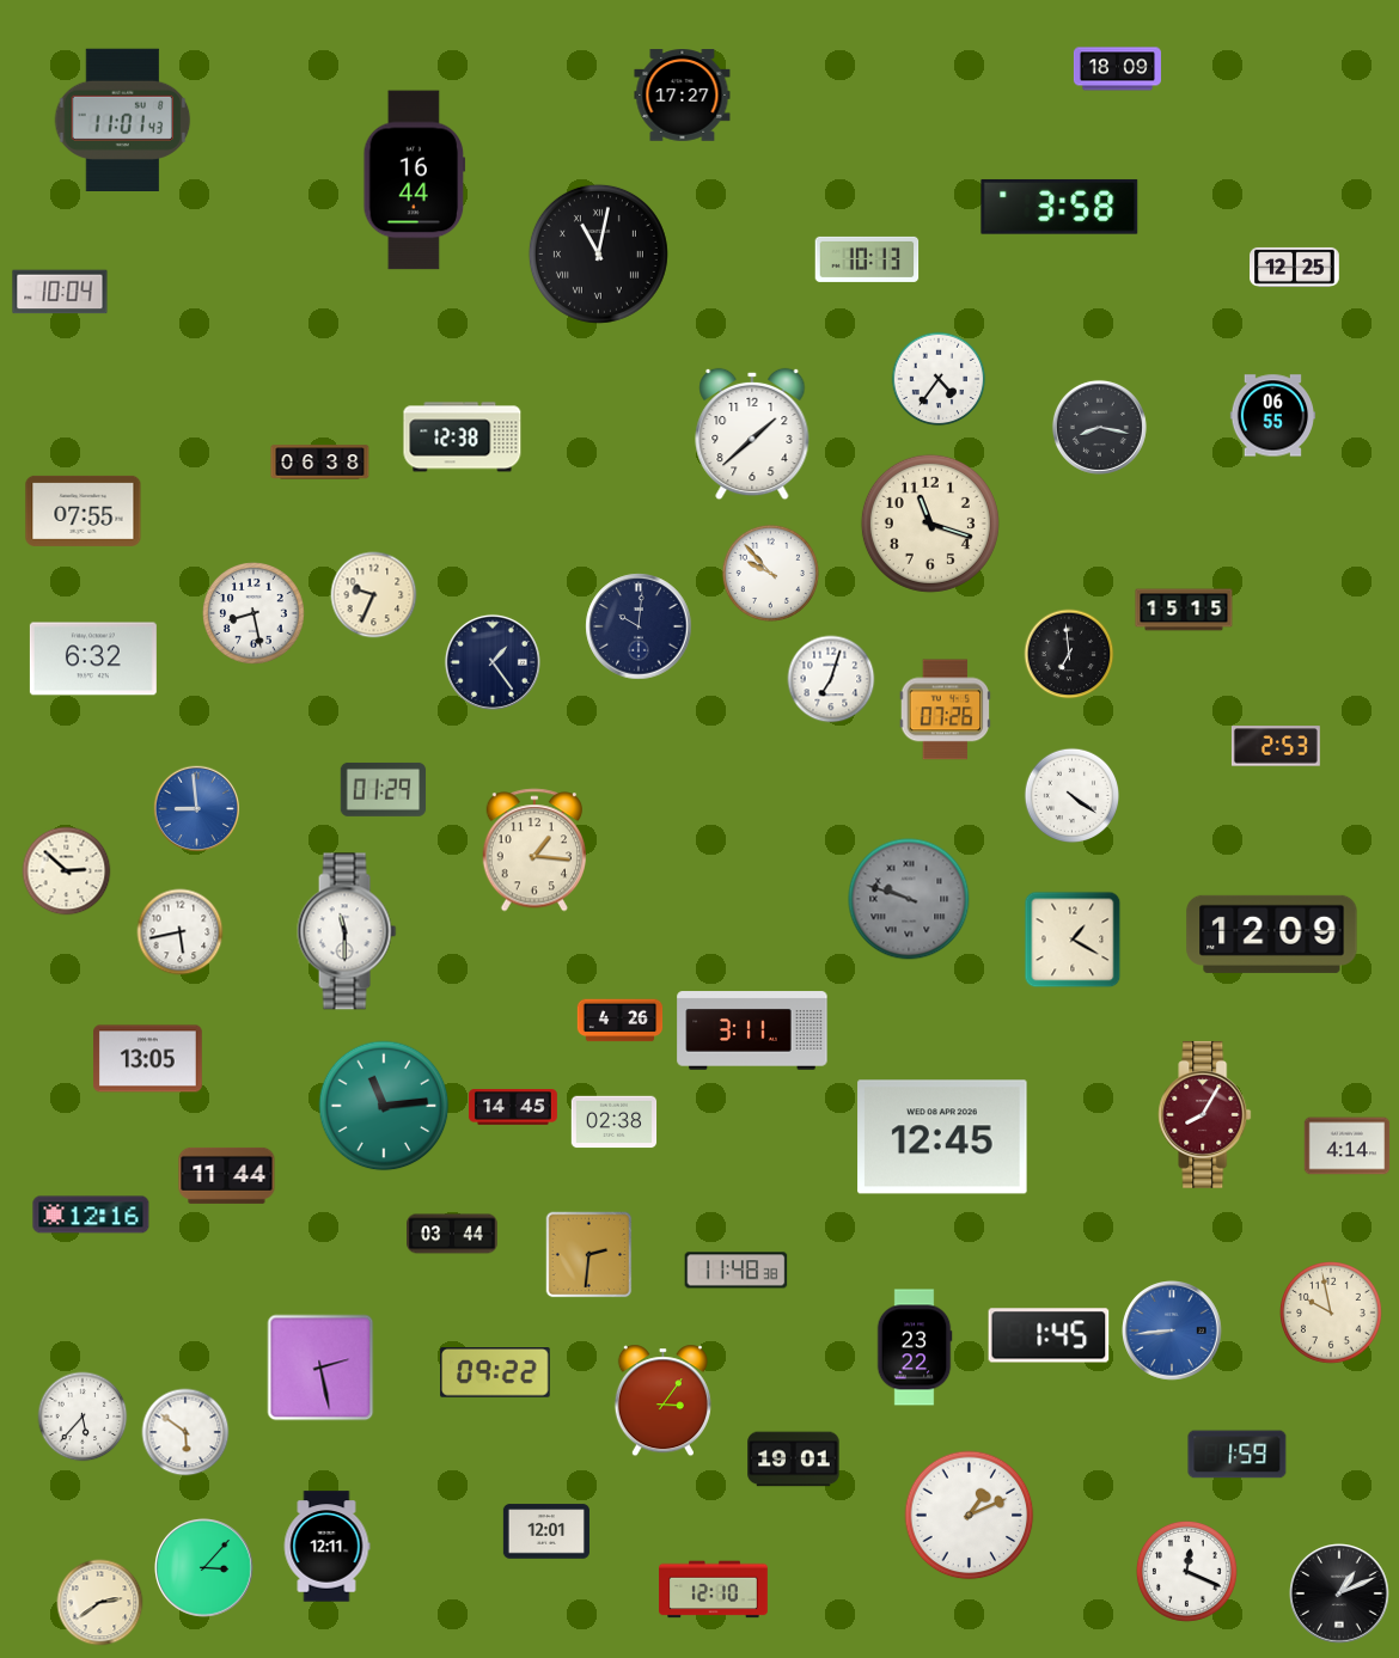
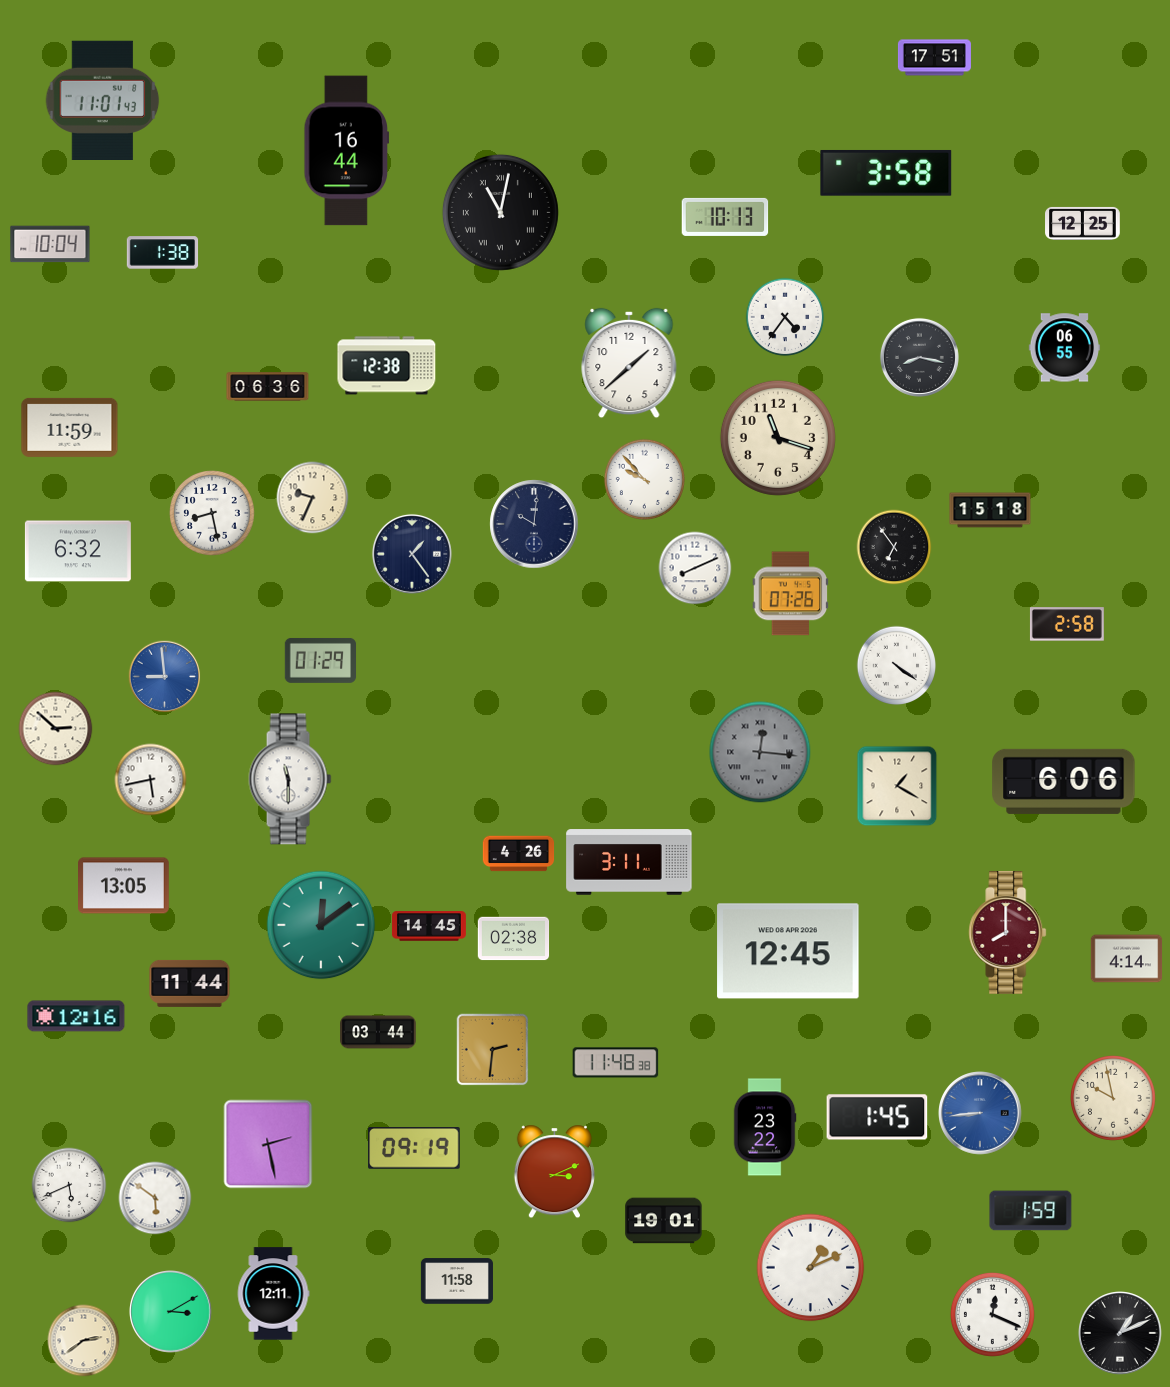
clock at (1117, 69): 18:09 -> 17:51
clock at (683, 96): 17:27 -> none
clock at (163, 253): none -> 1:38
clock at (320, 463): 06:38 -> 06:36
clock at (84, 510): 07:55 -> 11:59
clock at (1184, 610): 15:15 -> 15:18
clock at (1069, 654): 6:59 -> 6:54
clock at (831, 679): 7:03 -> 8:11
clock at (1276, 746): 2:53 -> 2:58
clock at (533, 850): 1:16 -> none
clock at (909, 899): 9:48 -> 12:16
clock at (1272, 934): 12:09 -> 6:06
clock at (384, 1106): 11:14 -> 12:09
clock at (1205, 1114): 8:05 -> 8:00
clock at (495, 1373): 09:22 -> 09:19
clock at (662, 1401): 3:06 -> 3:11
clock at (83, 1417): 5:37 -> 5:41
clock at (1238, 1455) position: (1238, 1455) -> (1031, 1211)
clock at (546, 1531): 12:01 -> 11:58
clock at (204, 1568): 3:07 -> 3:10
clock at (714, 1590): 12:10 -> none
